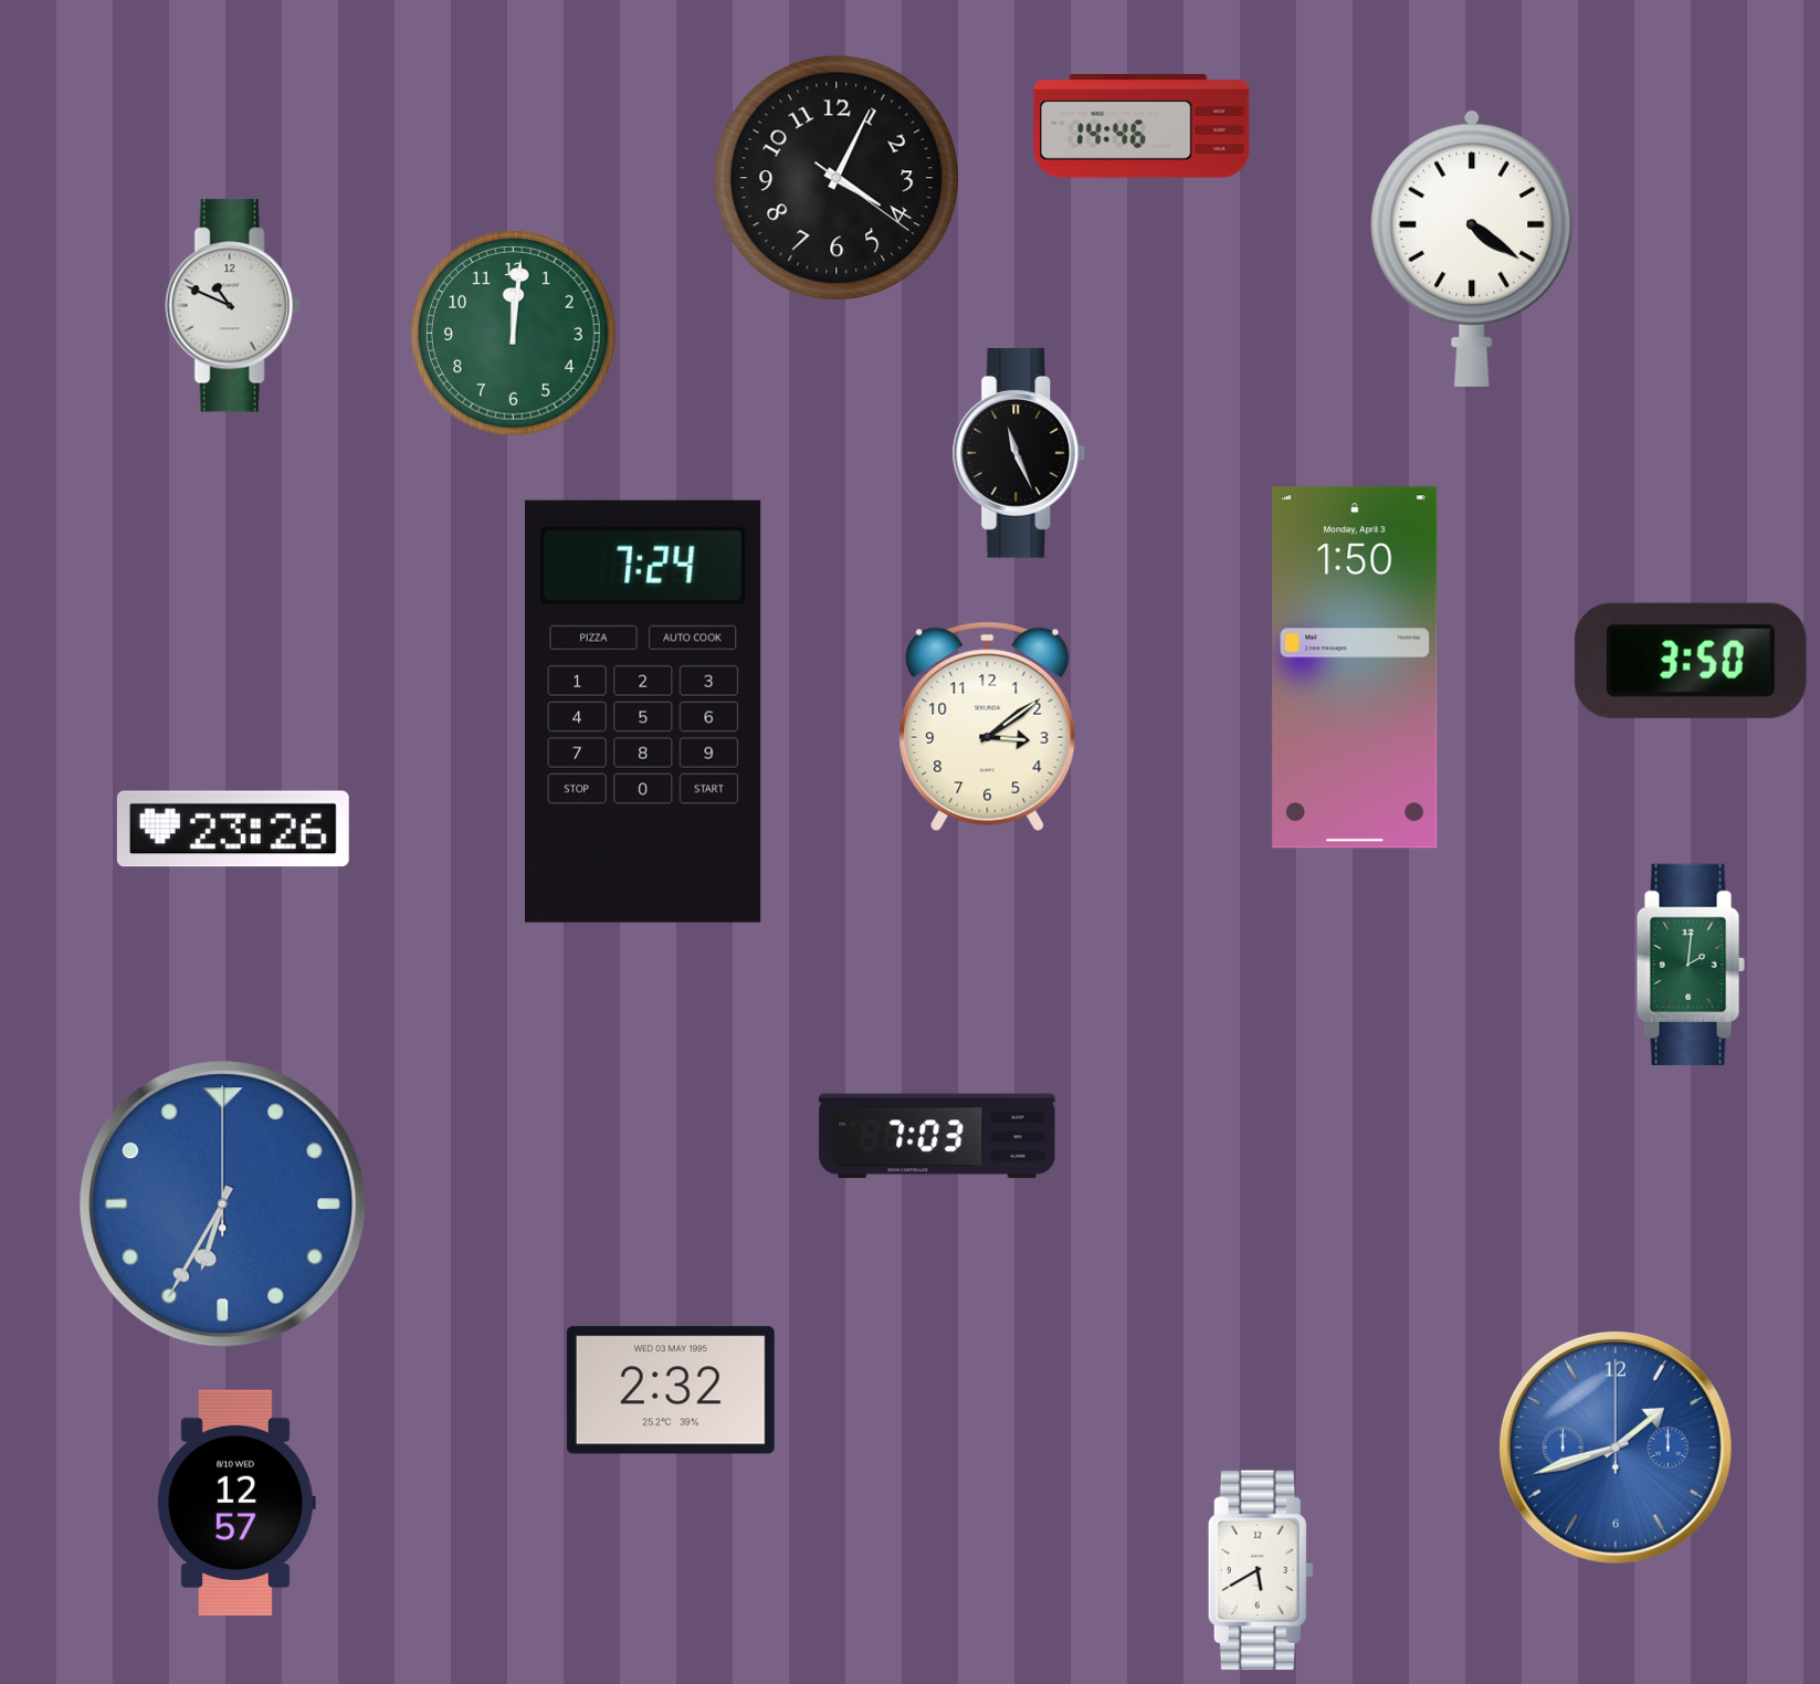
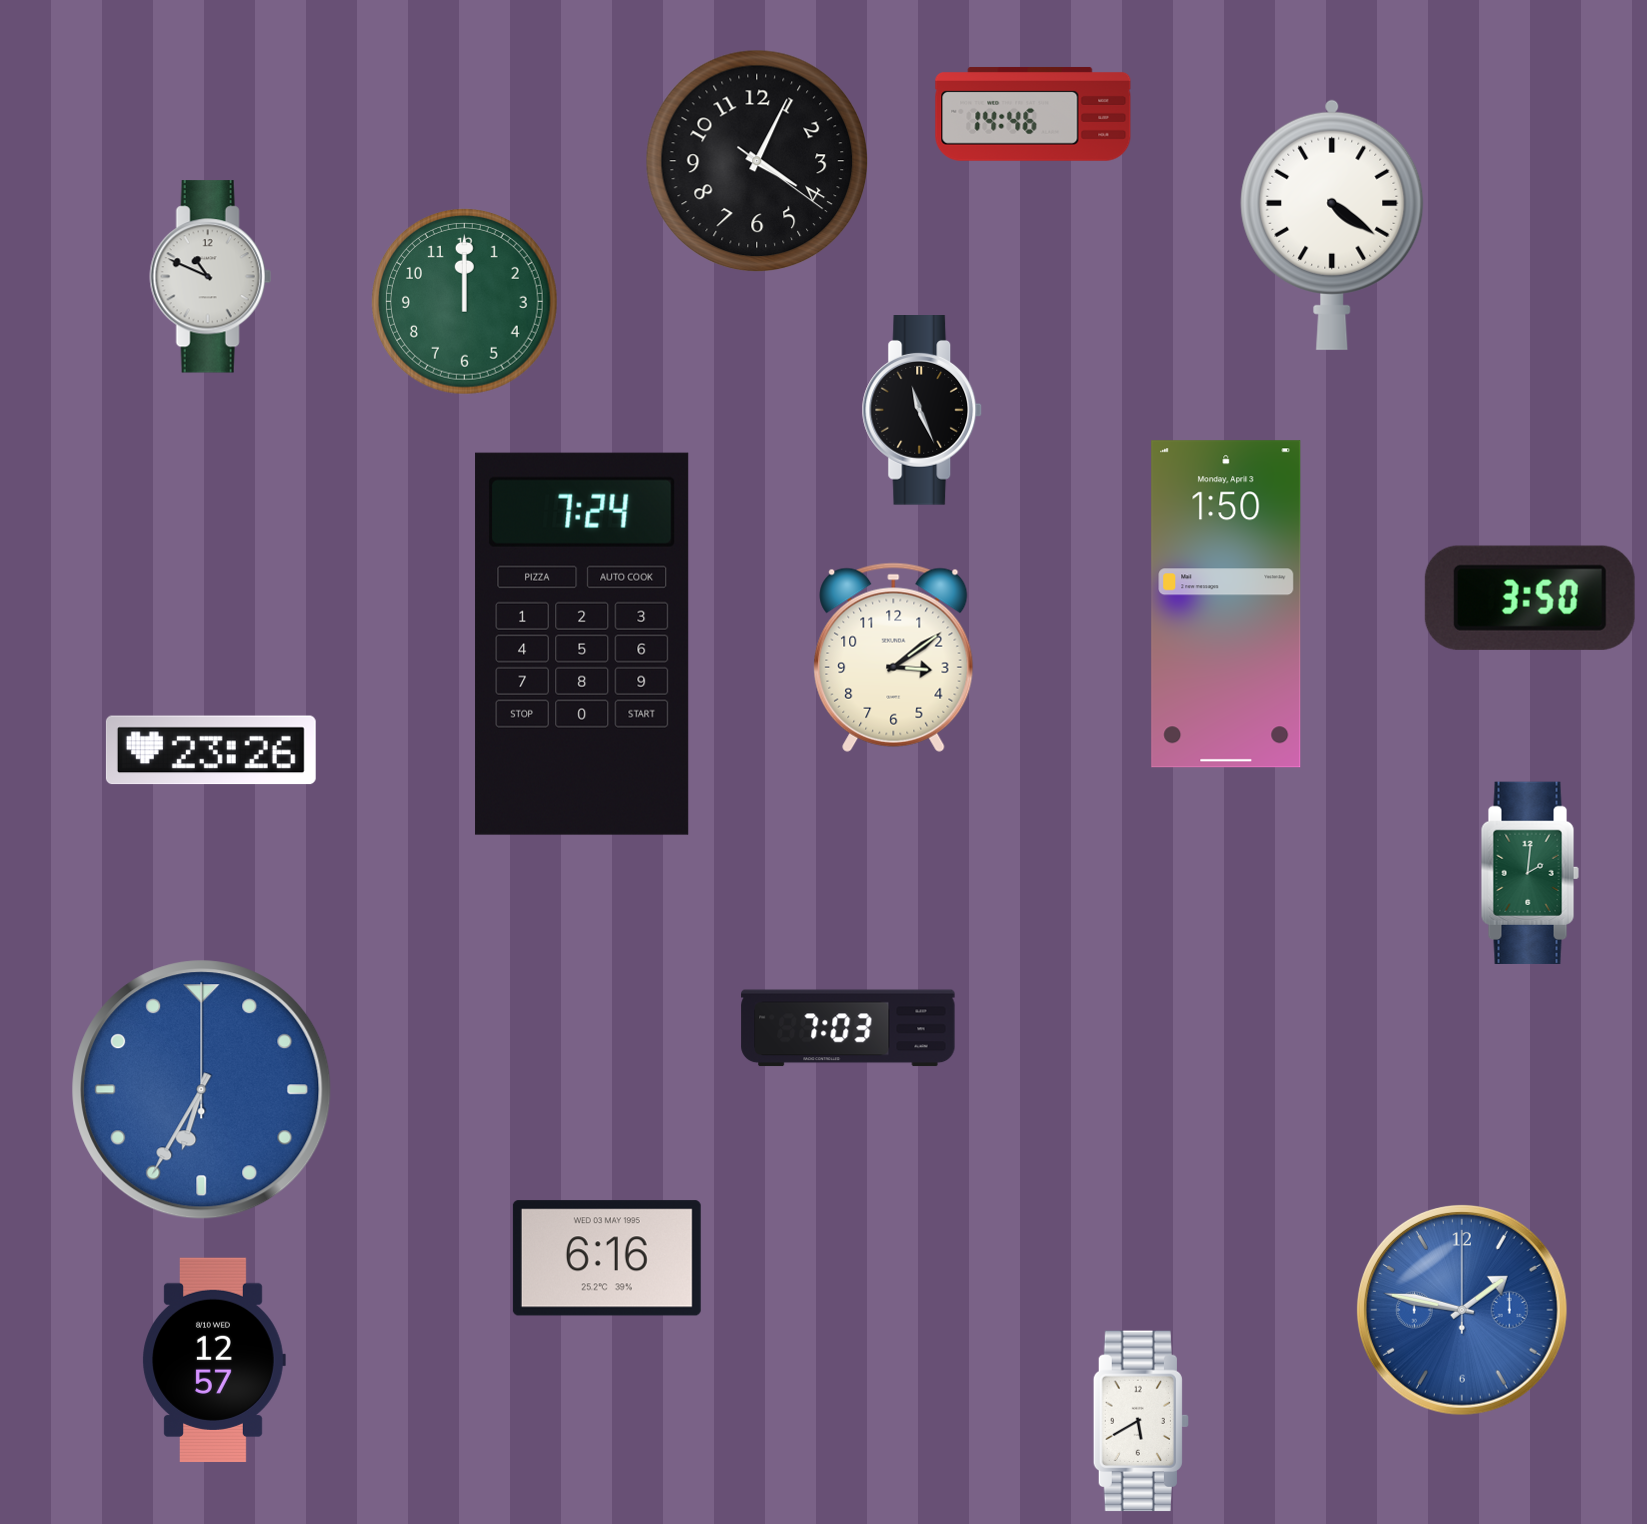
clock at (514, 334): 12:01 -> 12:00
clock at (671, 1390): 2:32 -> 6:16
clock at (1616, 1448): 1:42 -> 1:47
